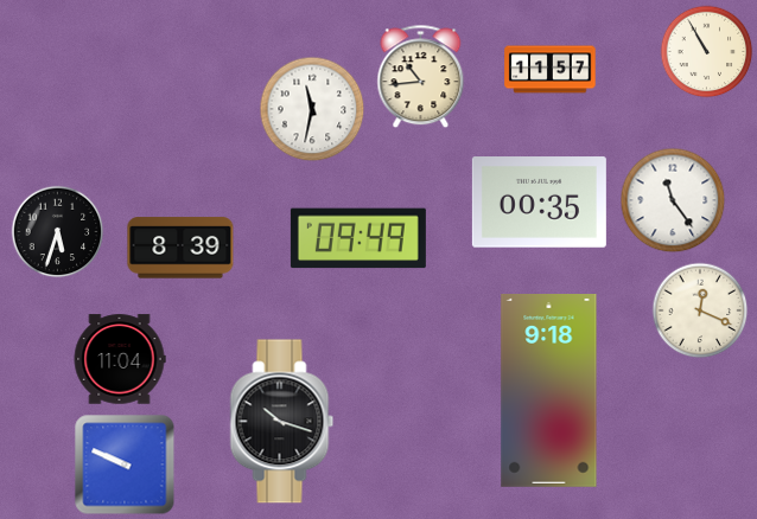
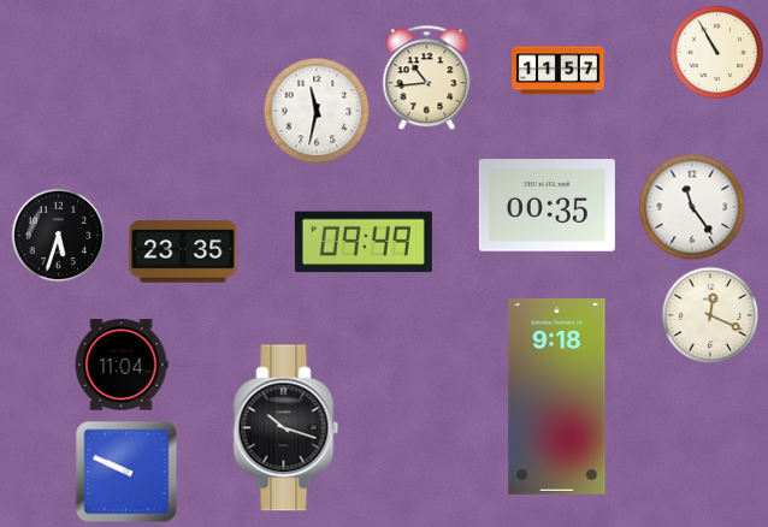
clock at (673, 200) position: (673, 200) -> (692, 207)
clock at (180, 248): 8:39 -> 23:35
